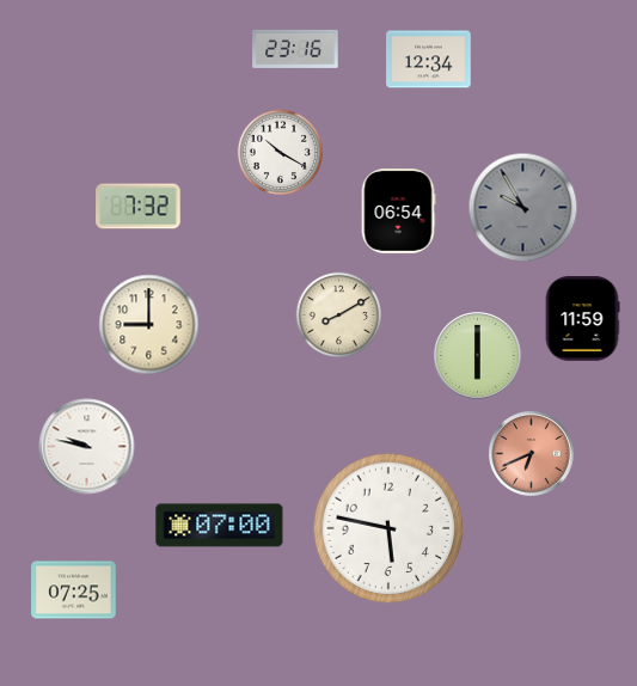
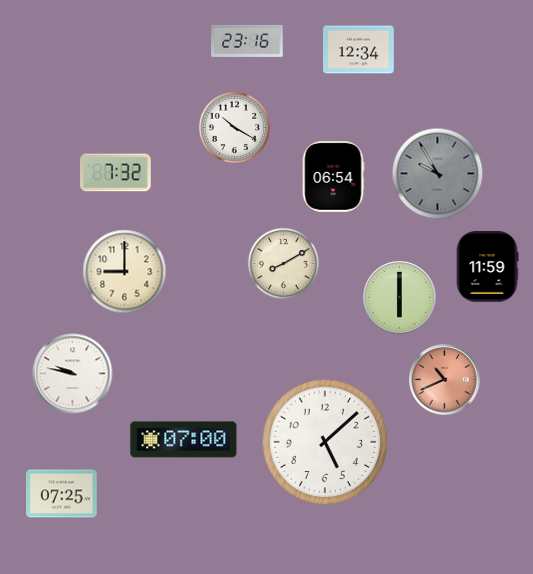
clock at (532, 454): 6:41 -> 10:41
clock at (388, 528): 5:47 -> 5:08
